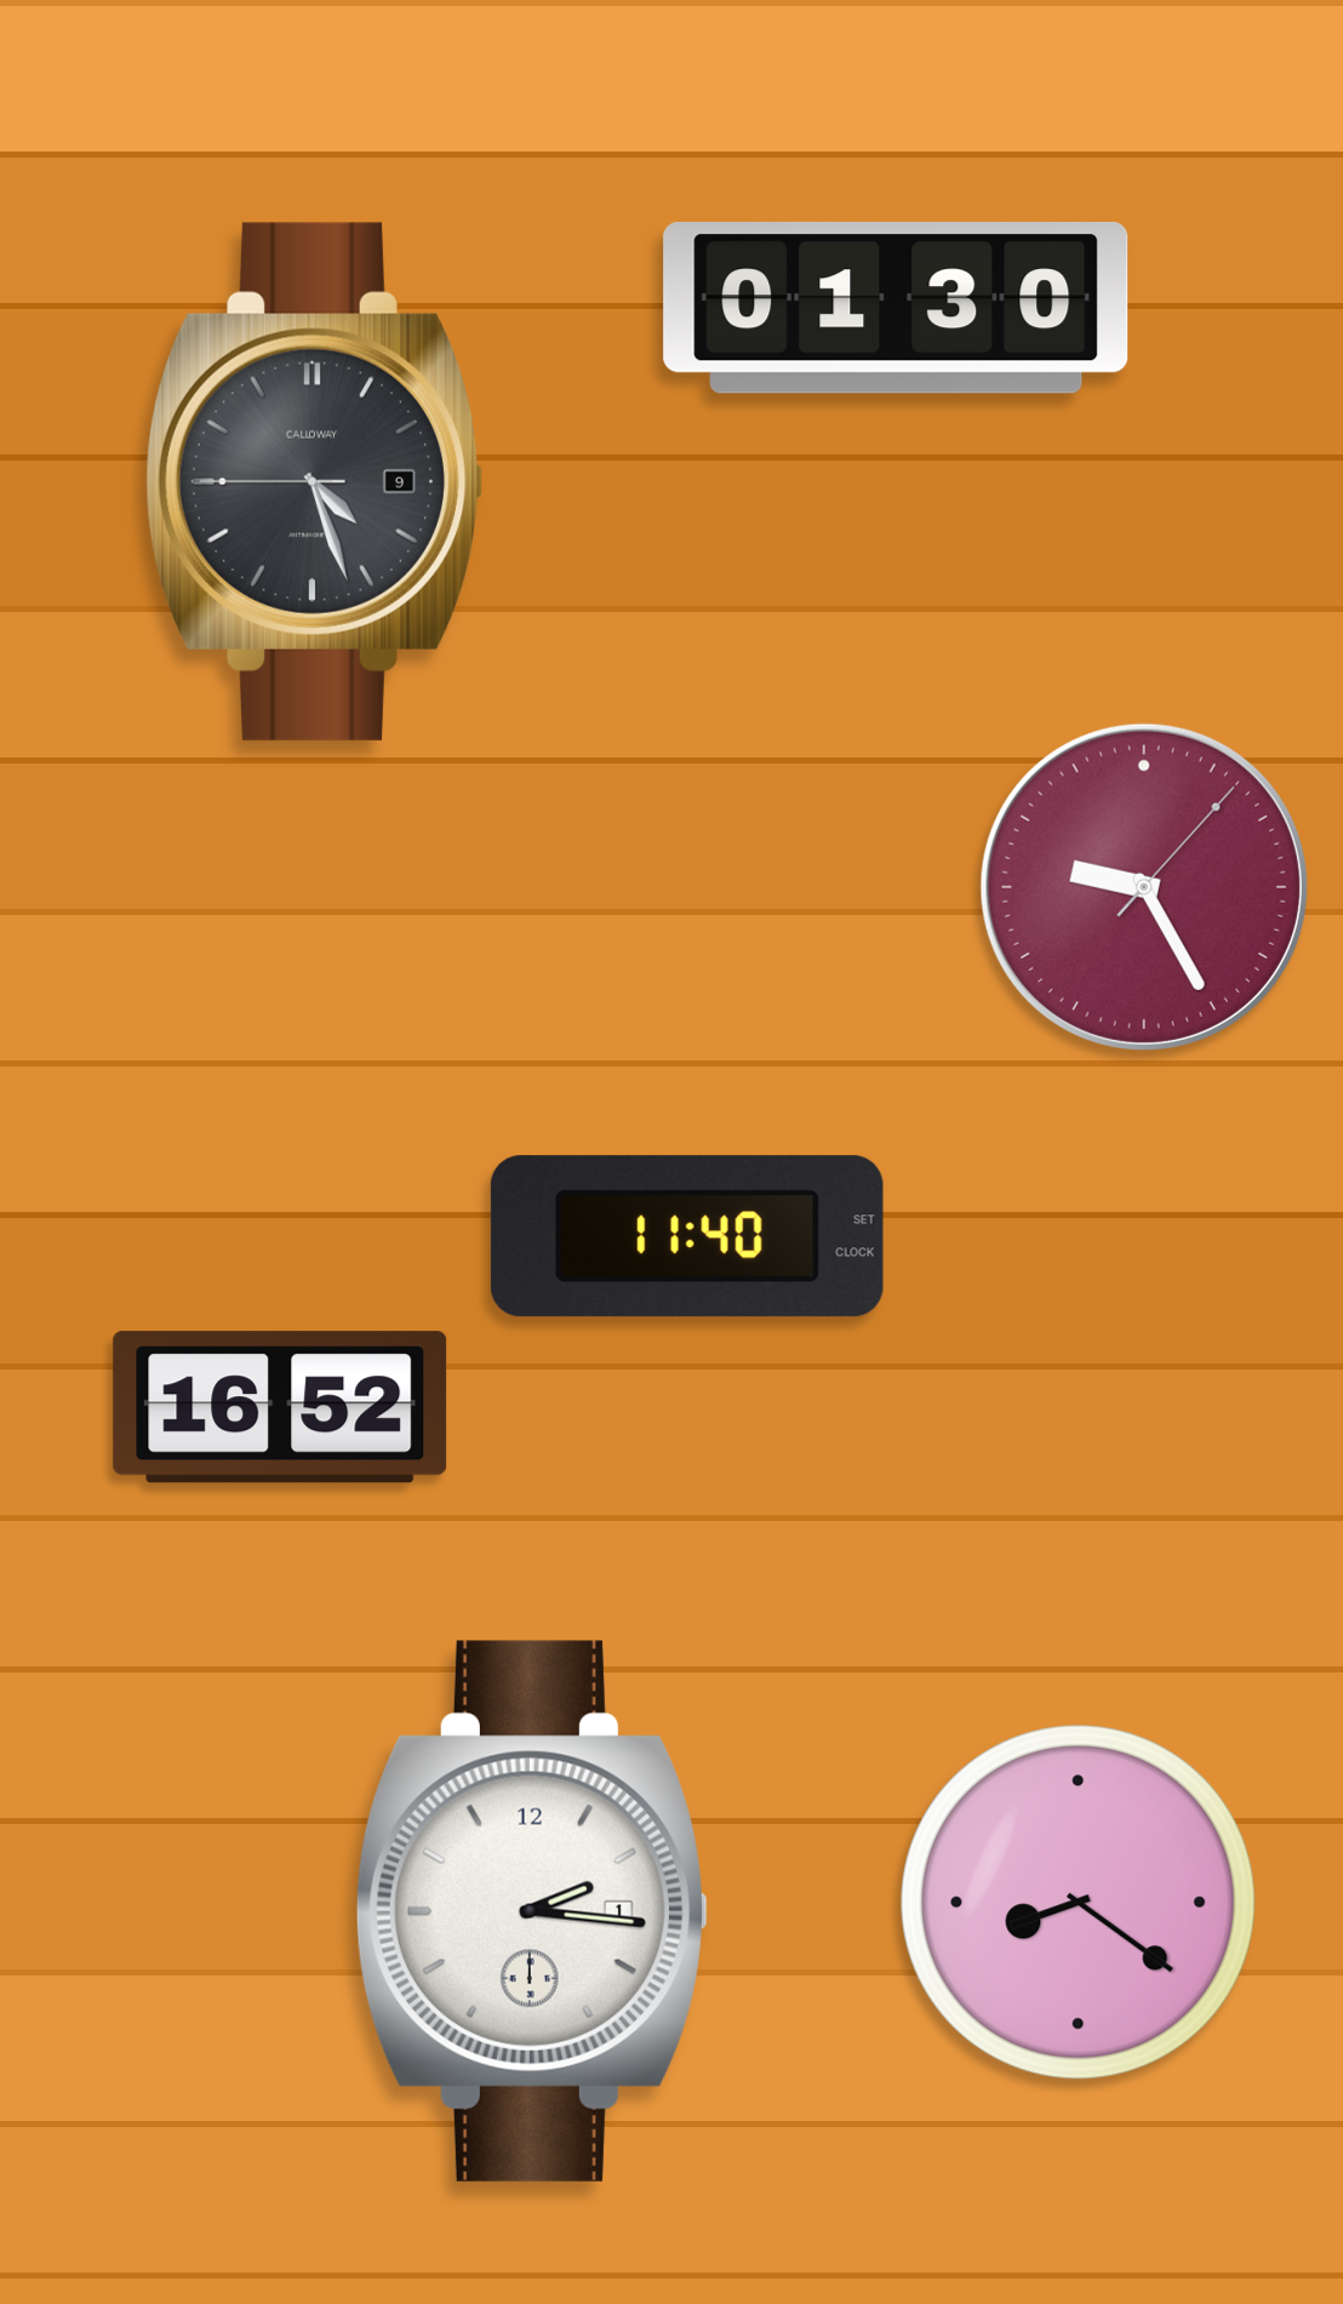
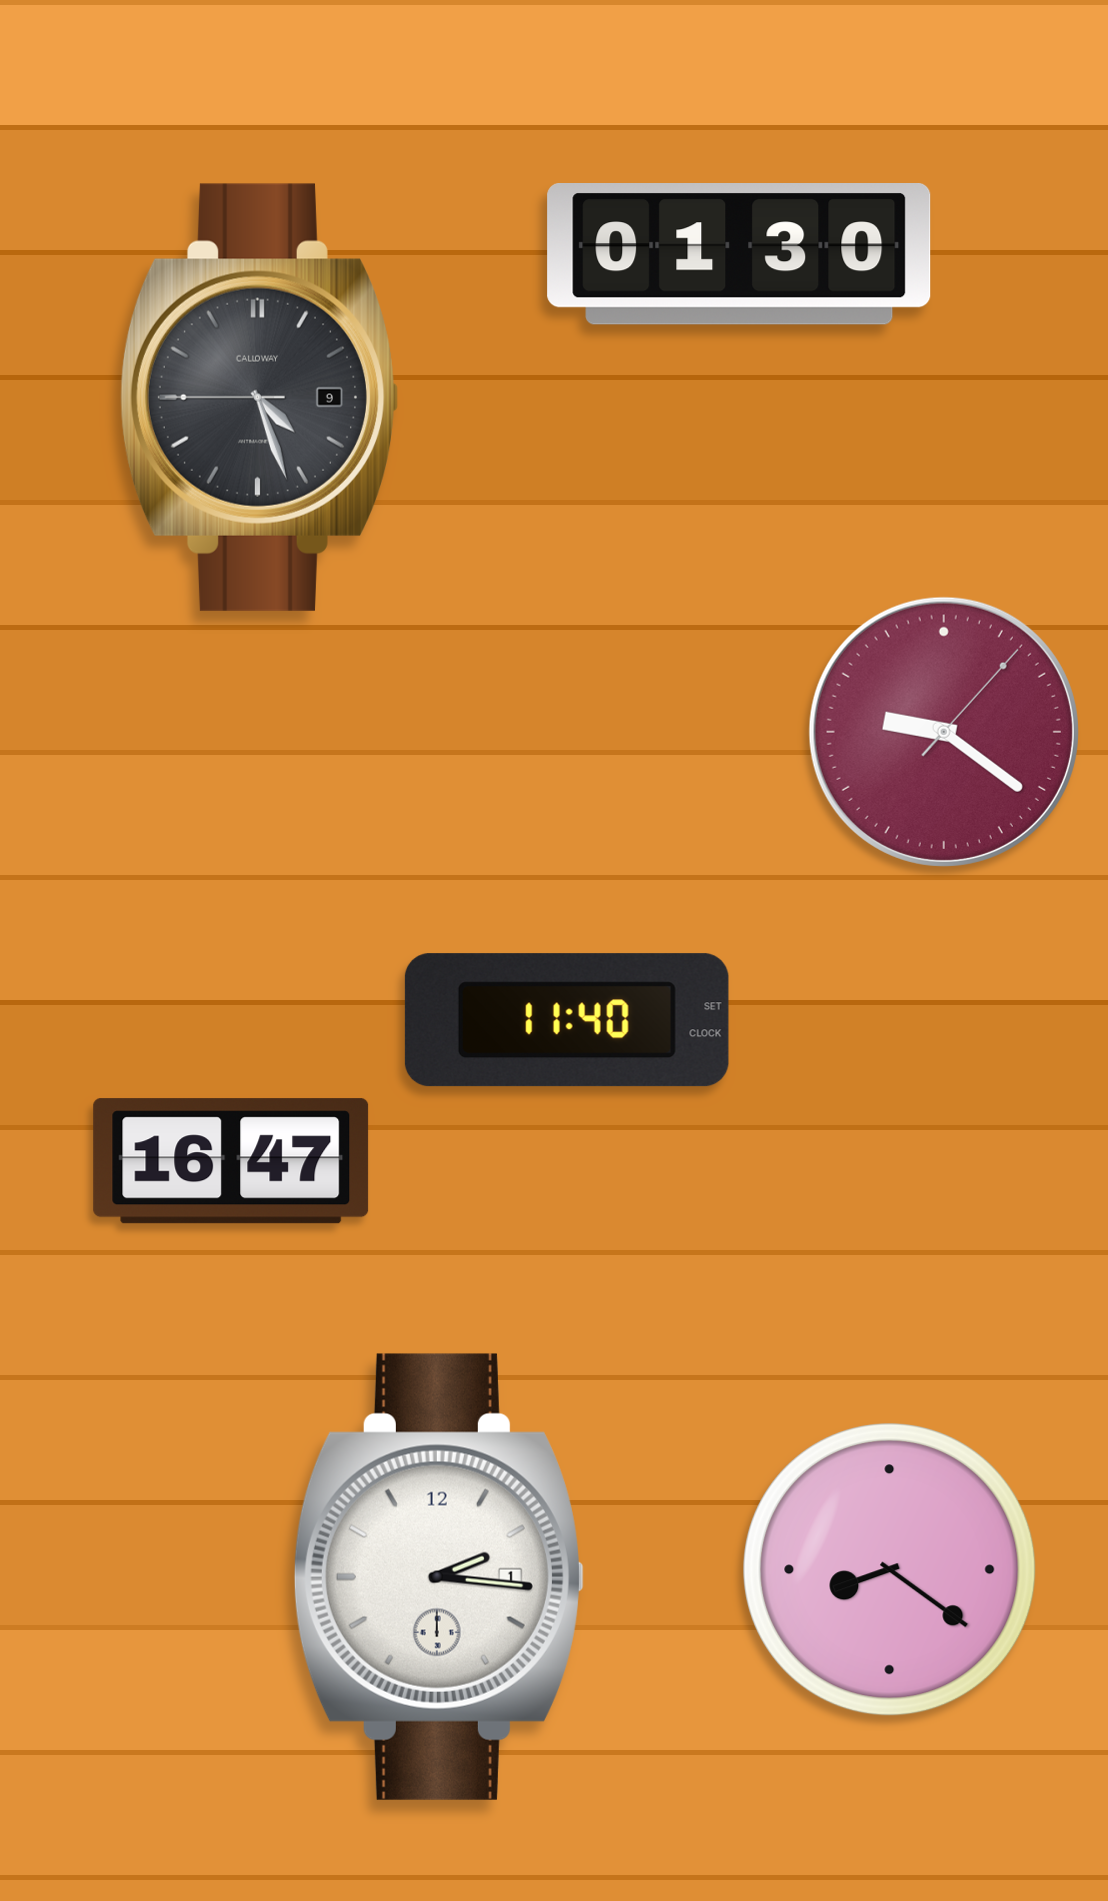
clock at (1144, 887): 9:25 -> 9:21
clock at (280, 1407): 16:52 -> 16:47
